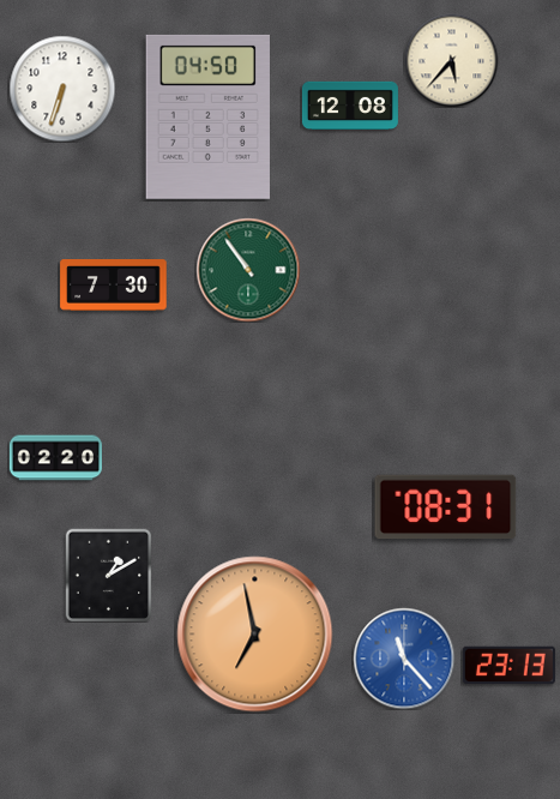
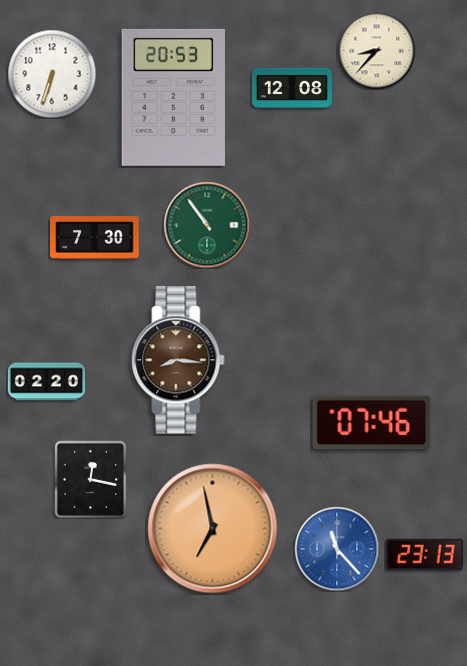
clock at (451, 60): 5:37 -> 8:37
clock at (207, 116): 04:50 -> 20:53
clock at (178, 360): none -> 8:16
clock at (446, 507): 08:31 -> 07:46
clock at (109, 575): 1:10 -> 12:17
